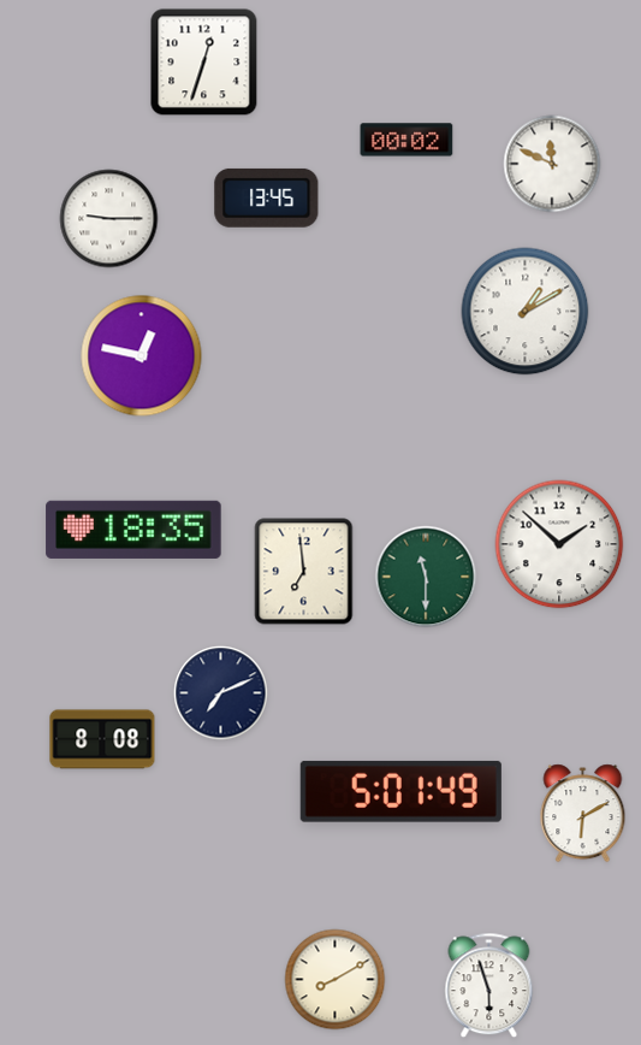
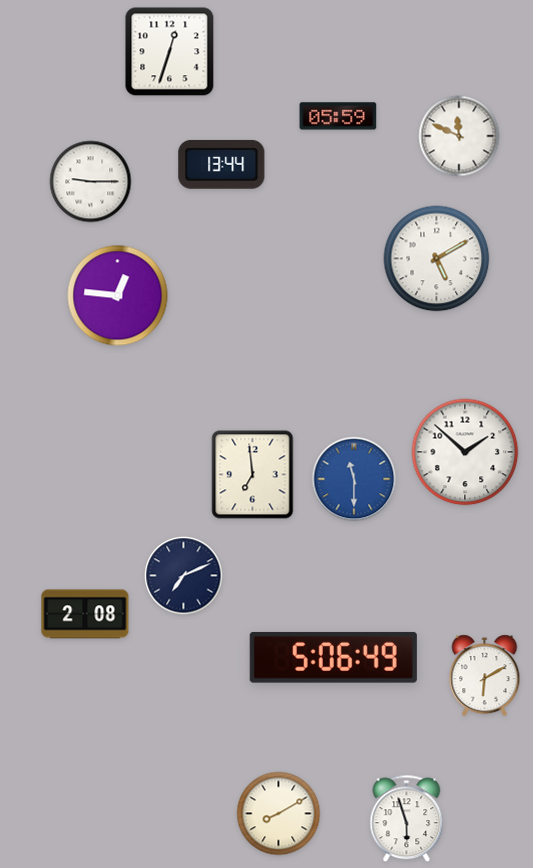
clock at (406, 140): 00:02 -> 05:59
clock at (267, 197): 13:45 -> 13:44
clock at (526, 312): 1:10 -> 5:10
clock at (142, 356): 12:47 -> 12:46
clock at (133, 530): 18:35 -> none
clock at (426, 577) dial: green -> blue
clock at (102, 739): 8:08 -> 2:08
clock at (400, 791): 5:01 -> 5:06
